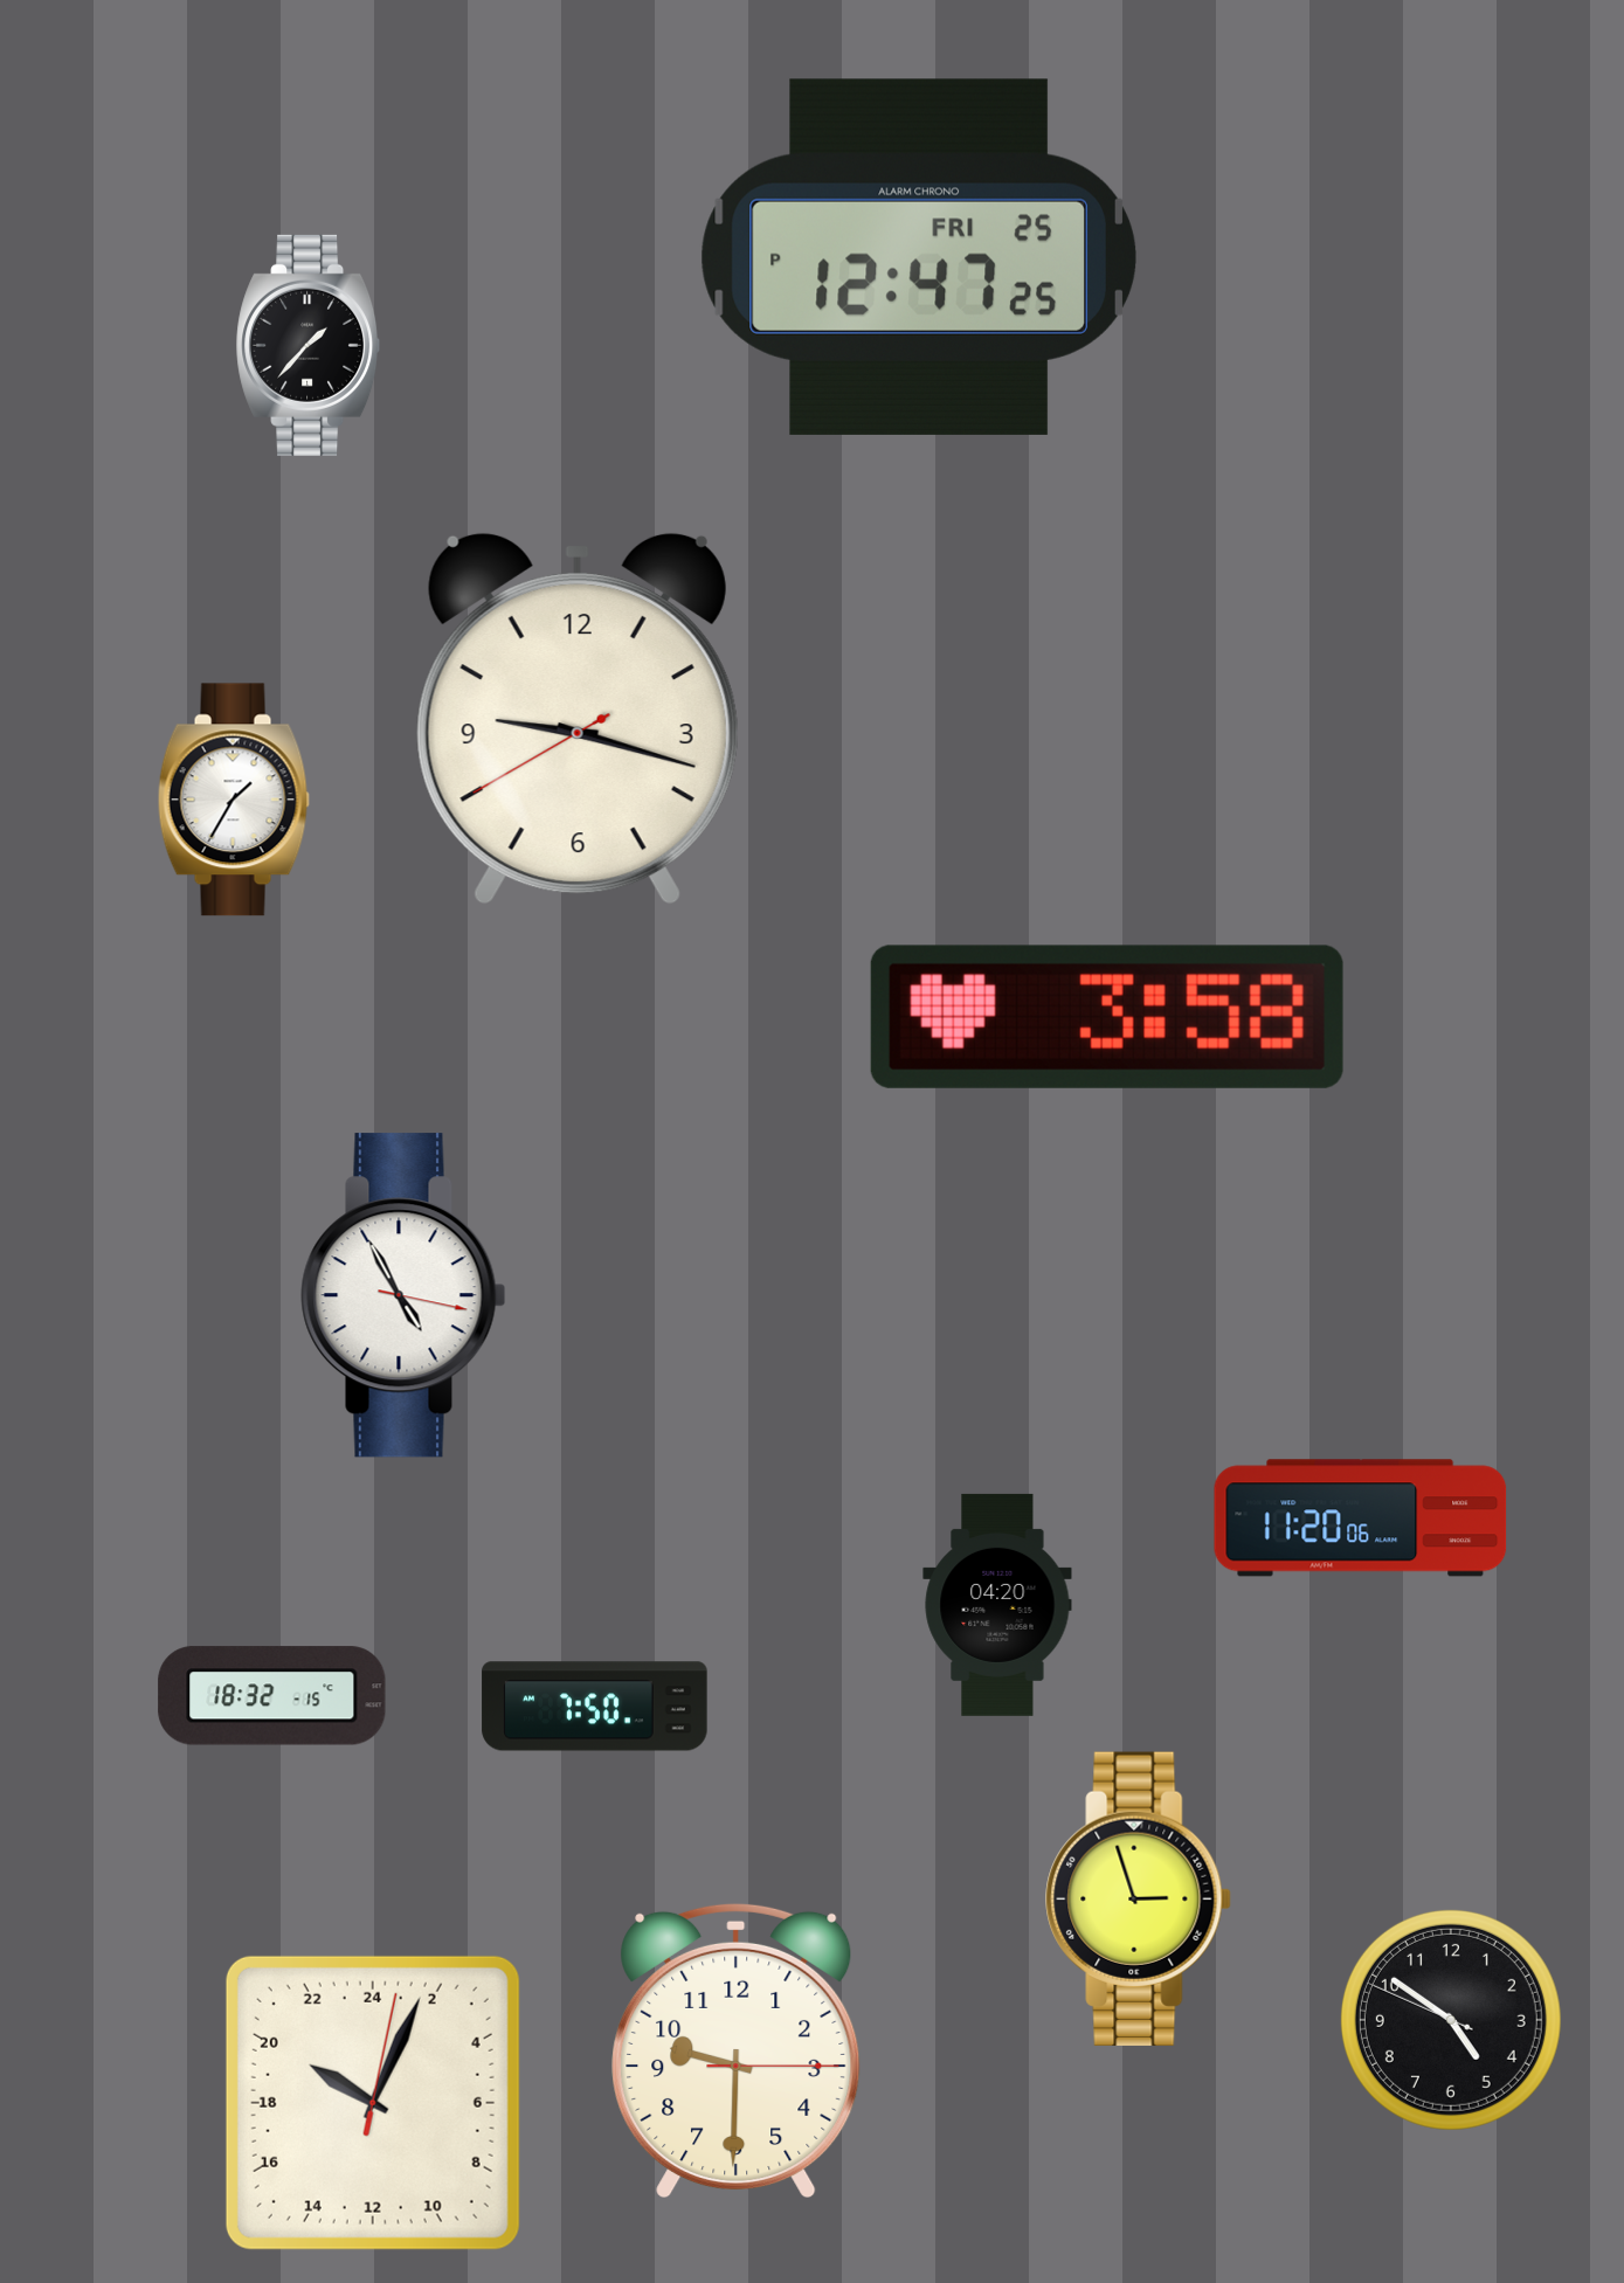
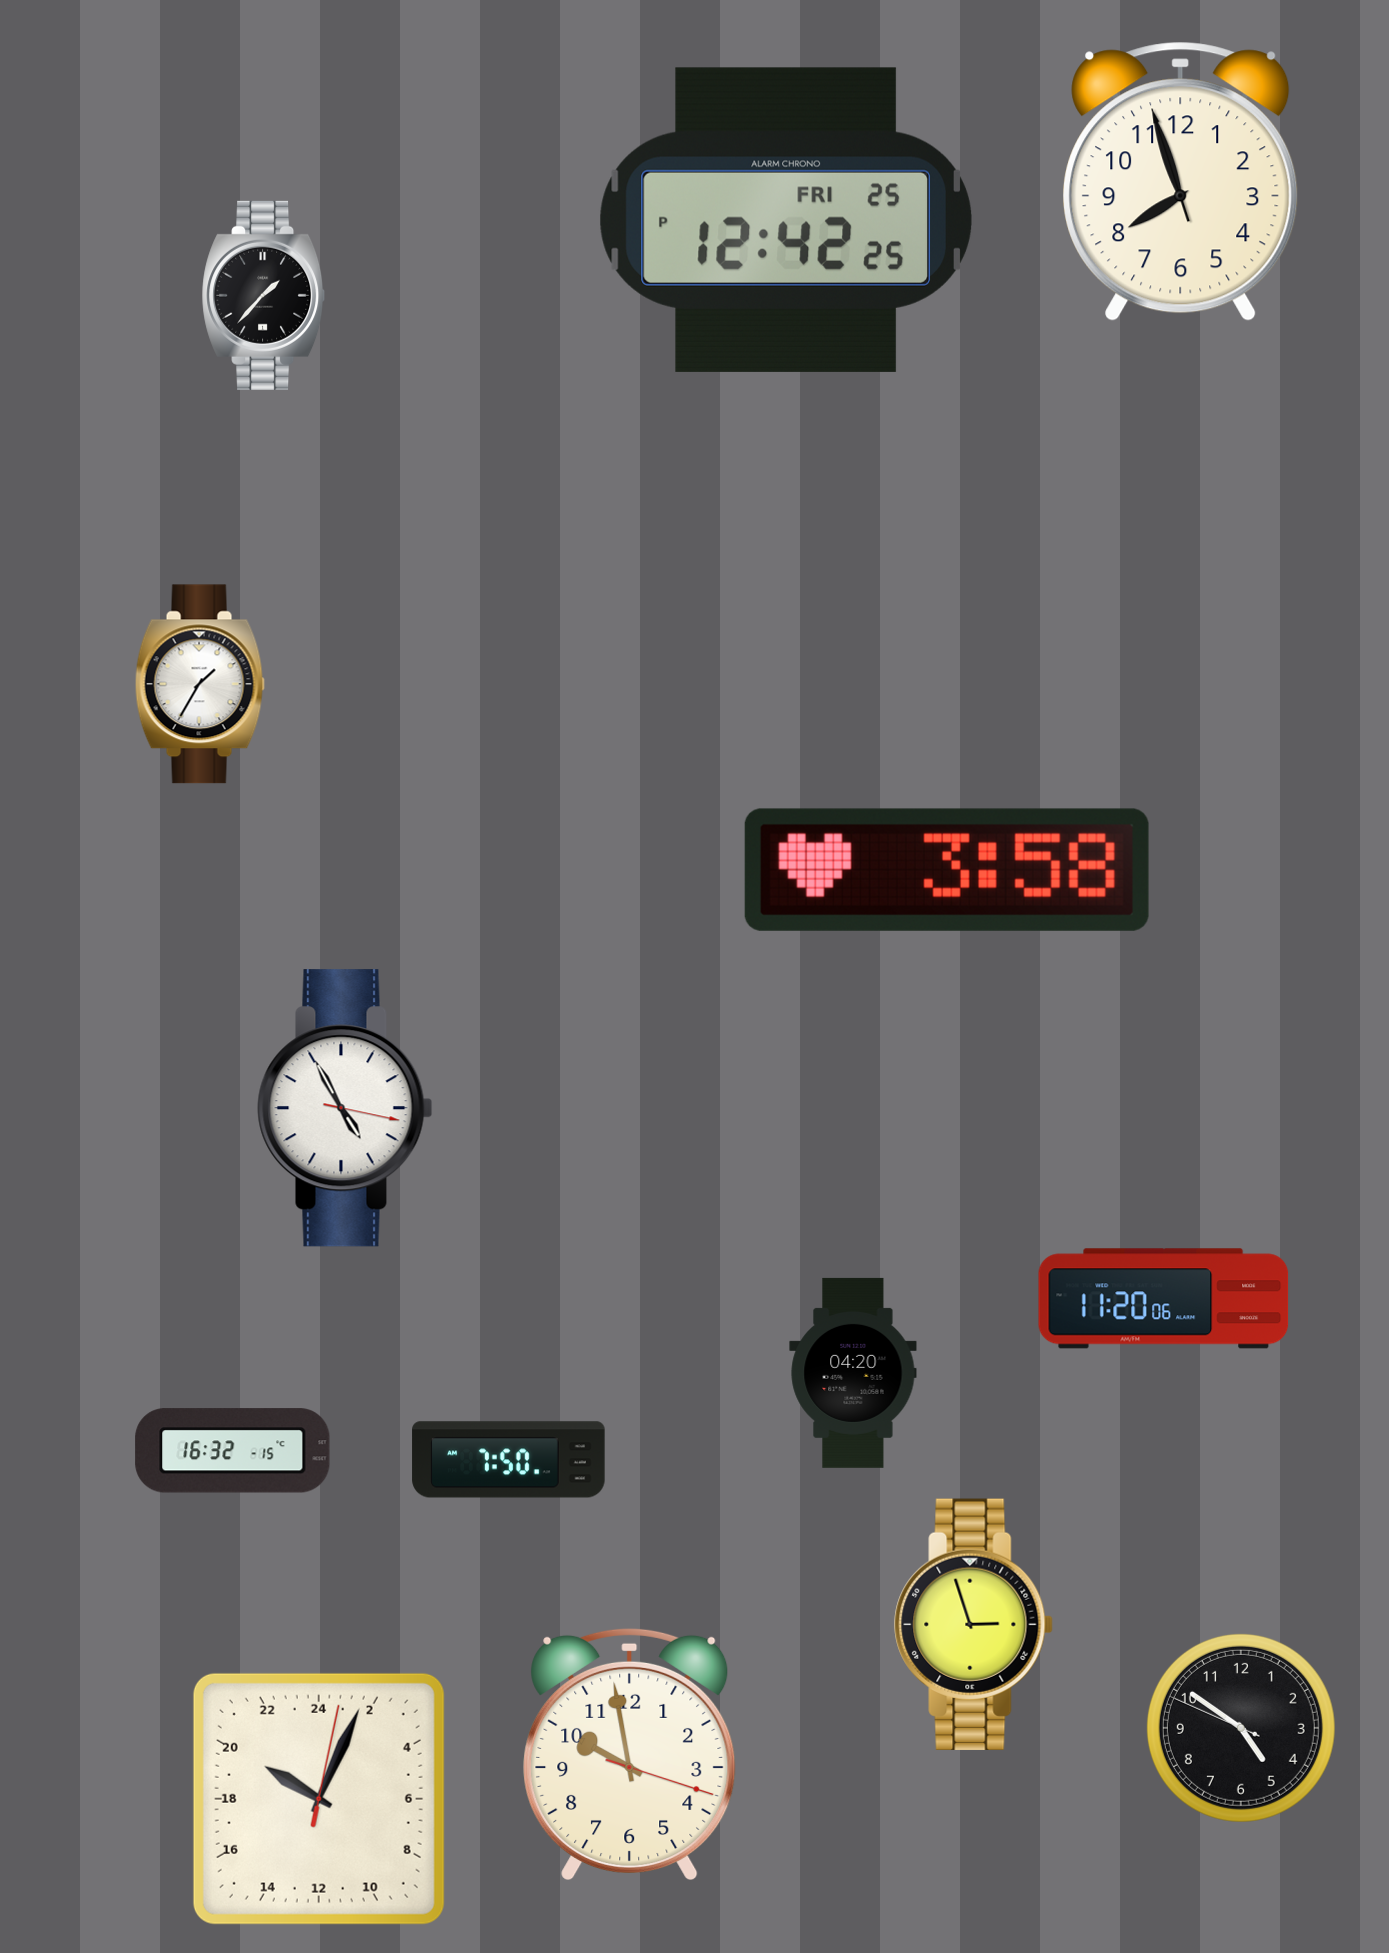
clock at (1181, 181): none -> 7:56
clock at (919, 257): 12:47 -> 12:42
clock at (578, 719): 9:17 -> none
clock at (272, 1696): 18:32 -> 16:32
clock at (737, 2049): 9:30 -> 9:58
